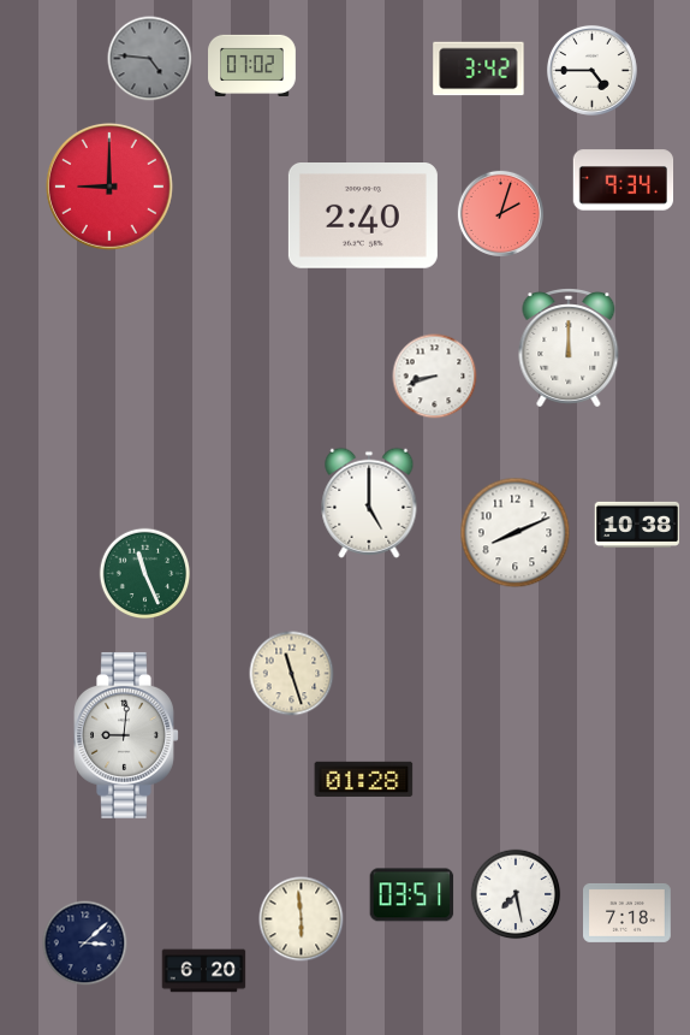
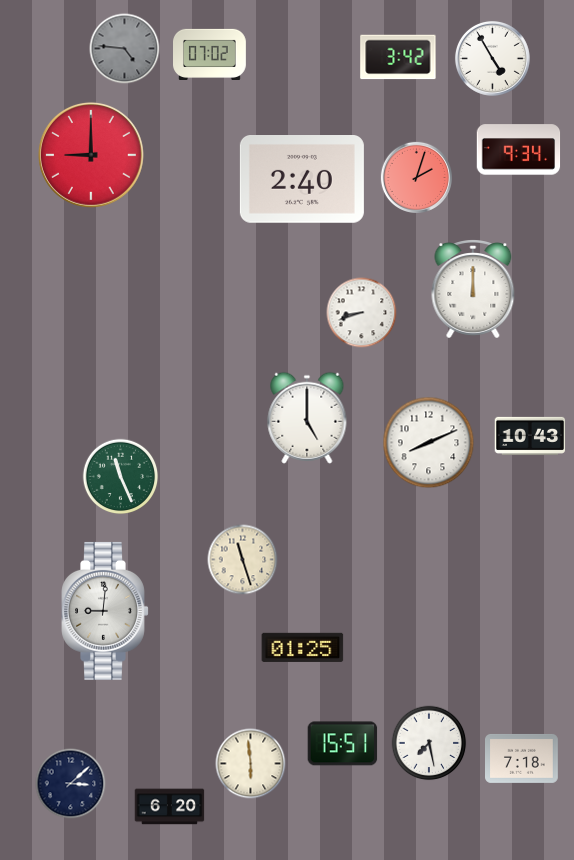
clock at (591, 70): 4:45 -> 4:55
clock at (637, 525): 10:38 -> 10:43
clock at (364, 779): 01:28 -> 01:25
clock at (412, 895): 03:51 -> 15:51
